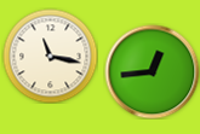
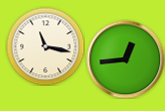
clock at (50, 56) position: (50, 56) -> (45, 46)
